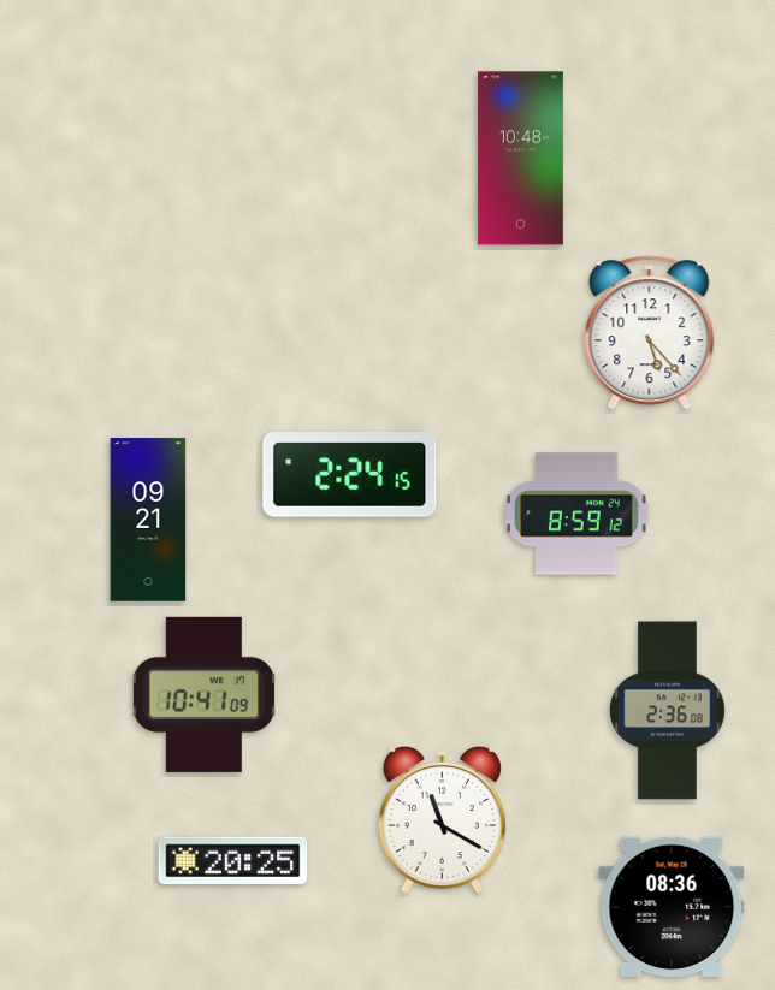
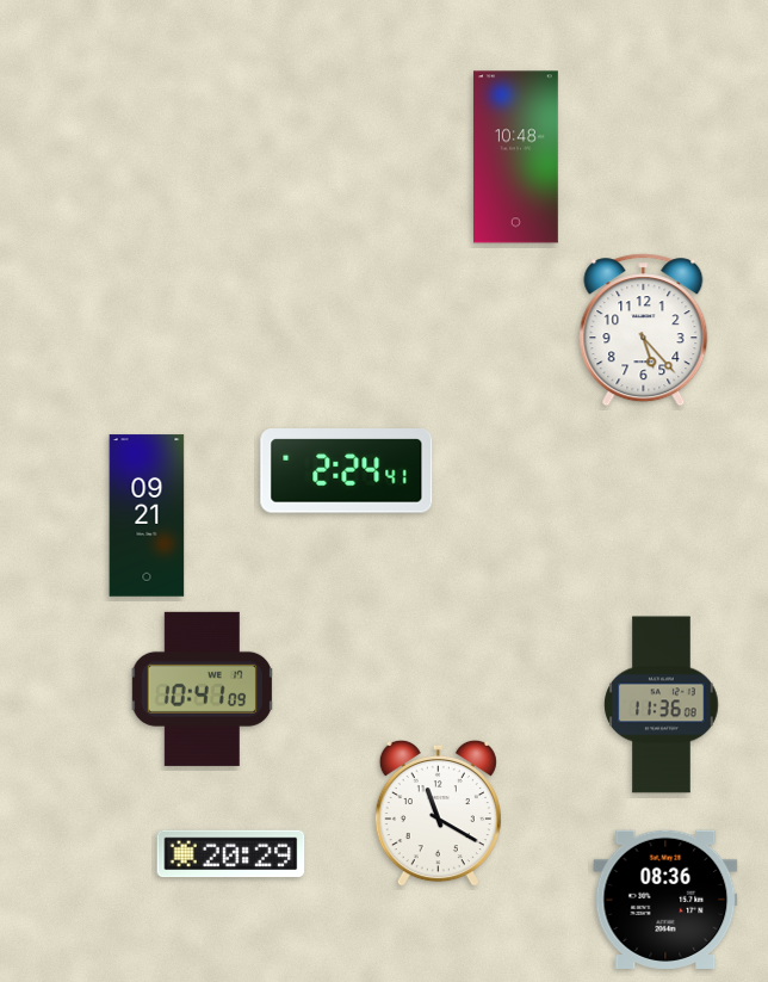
clock at (350, 475): 2:24:15 -> 2:24:41
clock at (576, 514): 8:59 -> none
clock at (668, 711): 2:36 -> 11:36
clock at (233, 861): 20:25 -> 20:29
